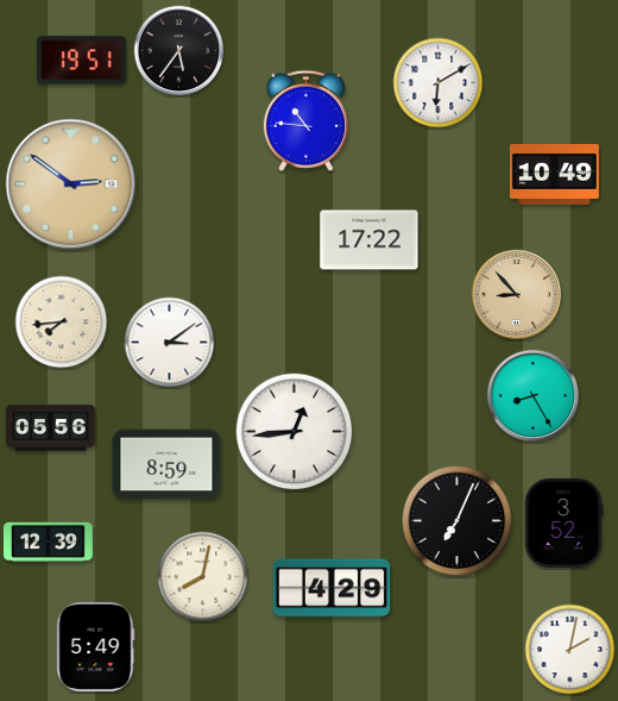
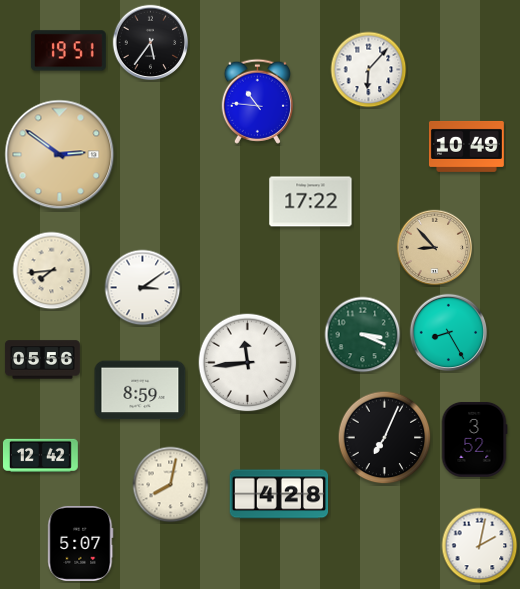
clock at (439, 83): 6:10 -> 6:07
clock at (363, 335): none -> 3:19
clock at (295, 432): 12:44 -> 11:44
clock at (48, 542): 12:39 -> 12:42
clock at (332, 588): 4:29 -> 4:28
clock at (96, 646): 5:49 -> 5:07
